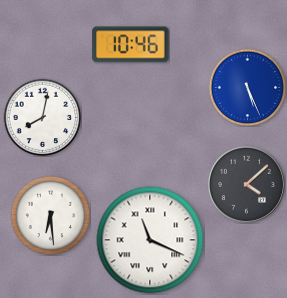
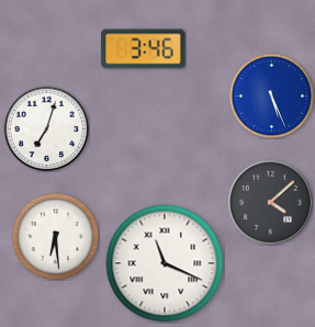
clock at (131, 45): 10:46 -> 3:46
clock at (42, 117): 8:02 -> 7:03
